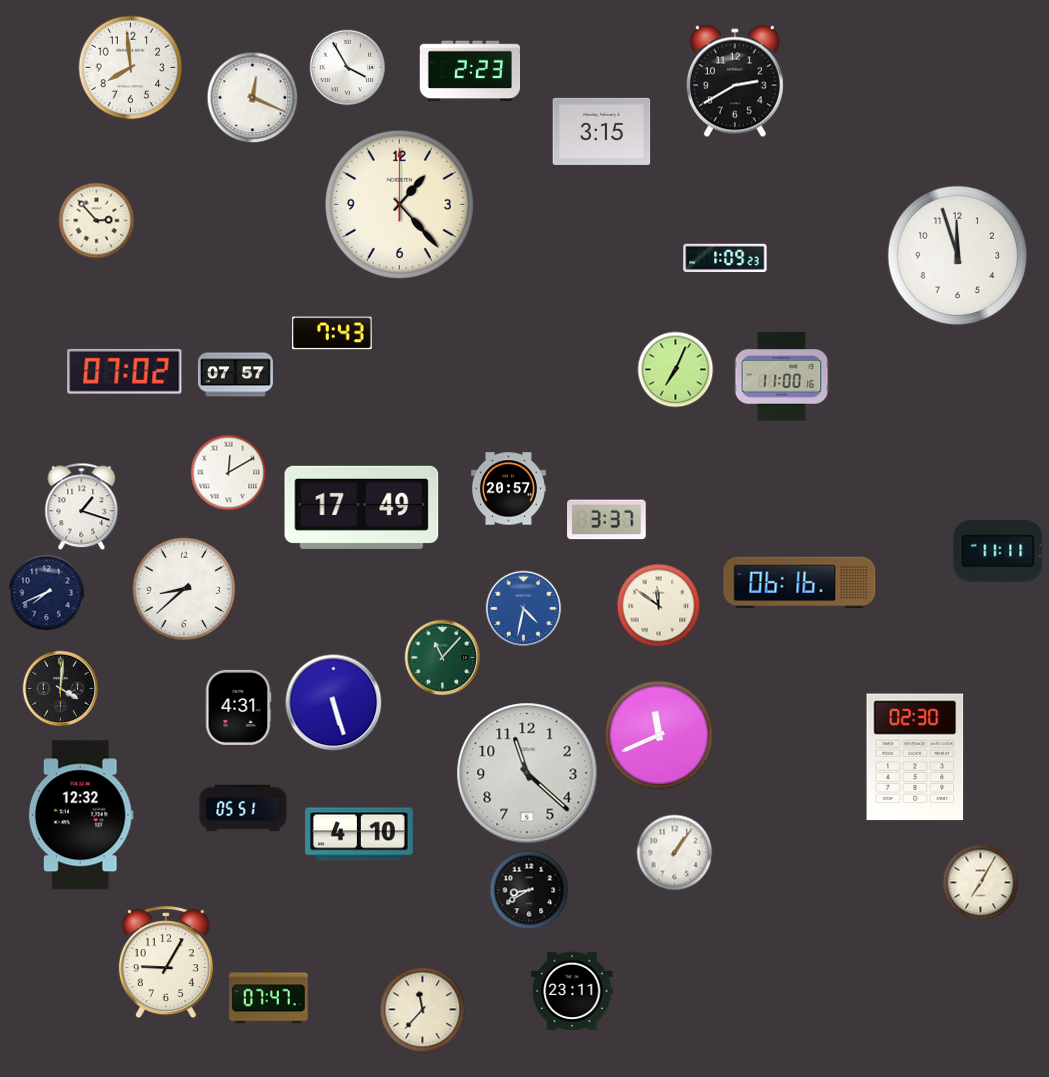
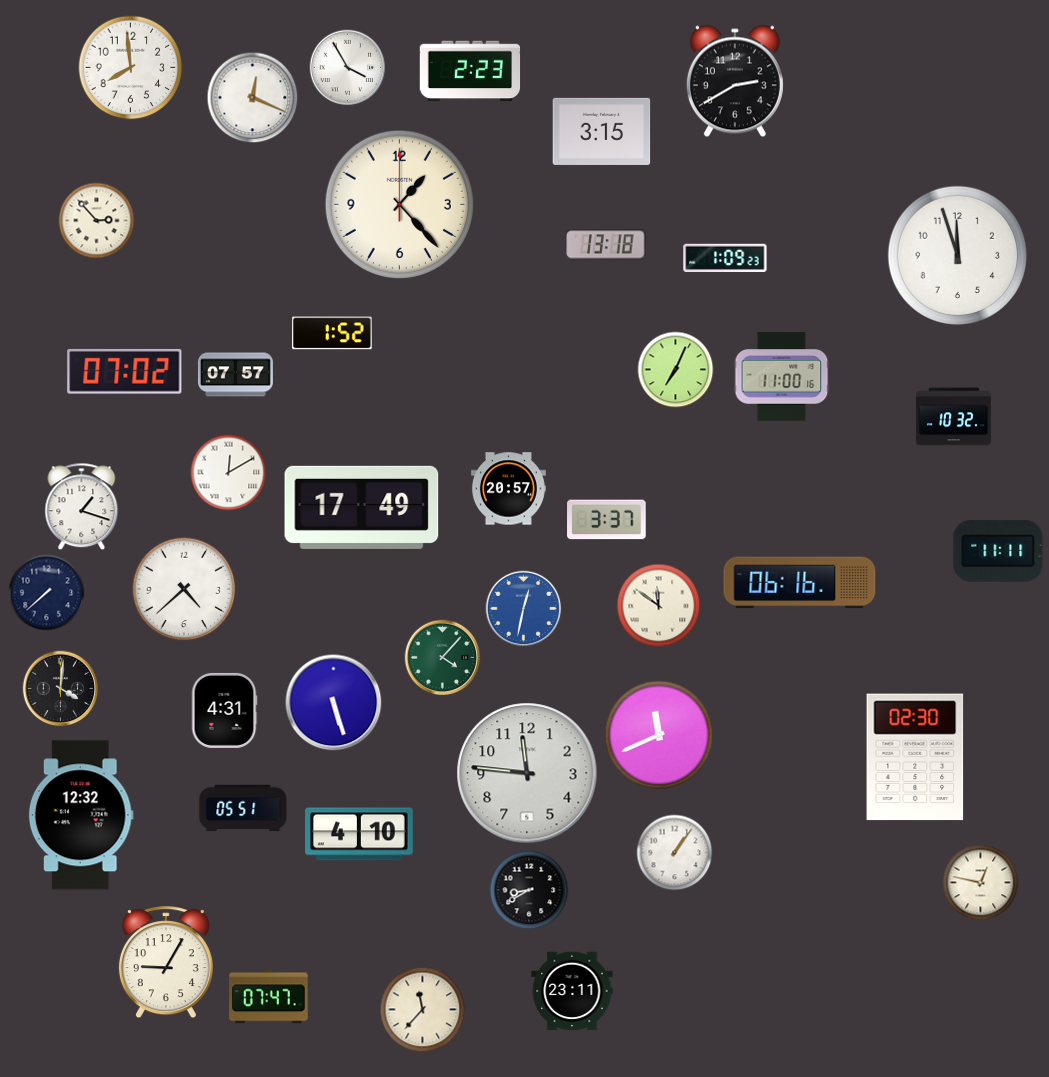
clock at (606, 245): none -> 13:18
clock at (332, 333): 7:43 -> 1:52
clock at (953, 417): none -> 10:32
clock at (184, 589): 8:38 -> 4:38
clock at (47, 593): 7:41 -> 7:38
clock at (524, 609): 4:32 -> 12:32
clock at (443, 658): 11:07 -> 4:07
clock at (238, 707) position: (238, 707) -> (224, 710)
clock at (527, 773): 11:22 -> 11:46
clock at (981, 883): 7:05 -> 12:47
